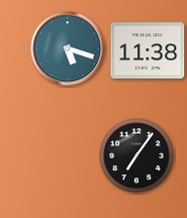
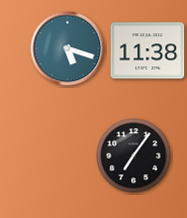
clock at (137, 156) position: (137, 156) -> (134, 156)
